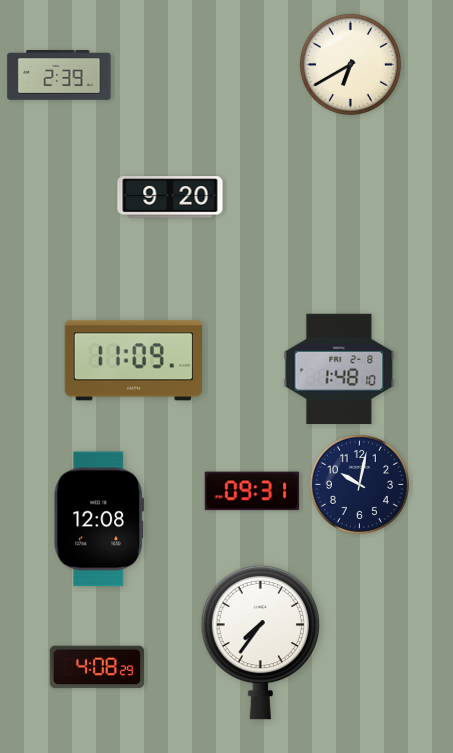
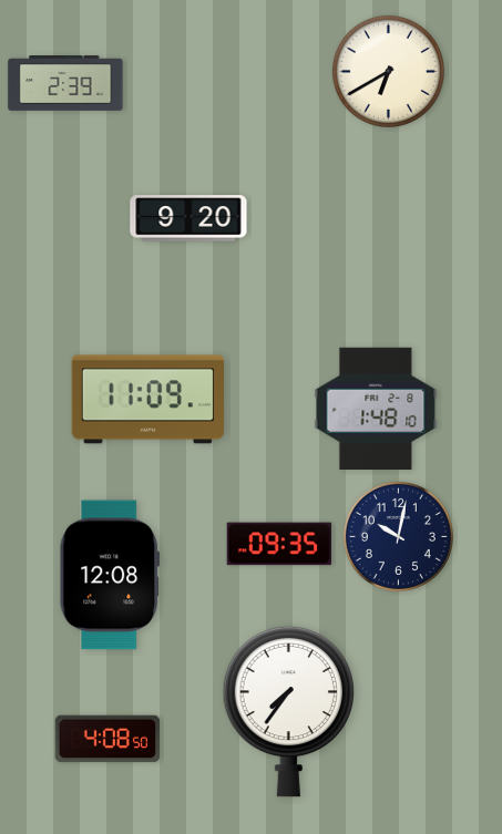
clock at (252, 491): 09:31 -> 09:35
clock at (97, 667): 4:08:29 -> 4:08:50
